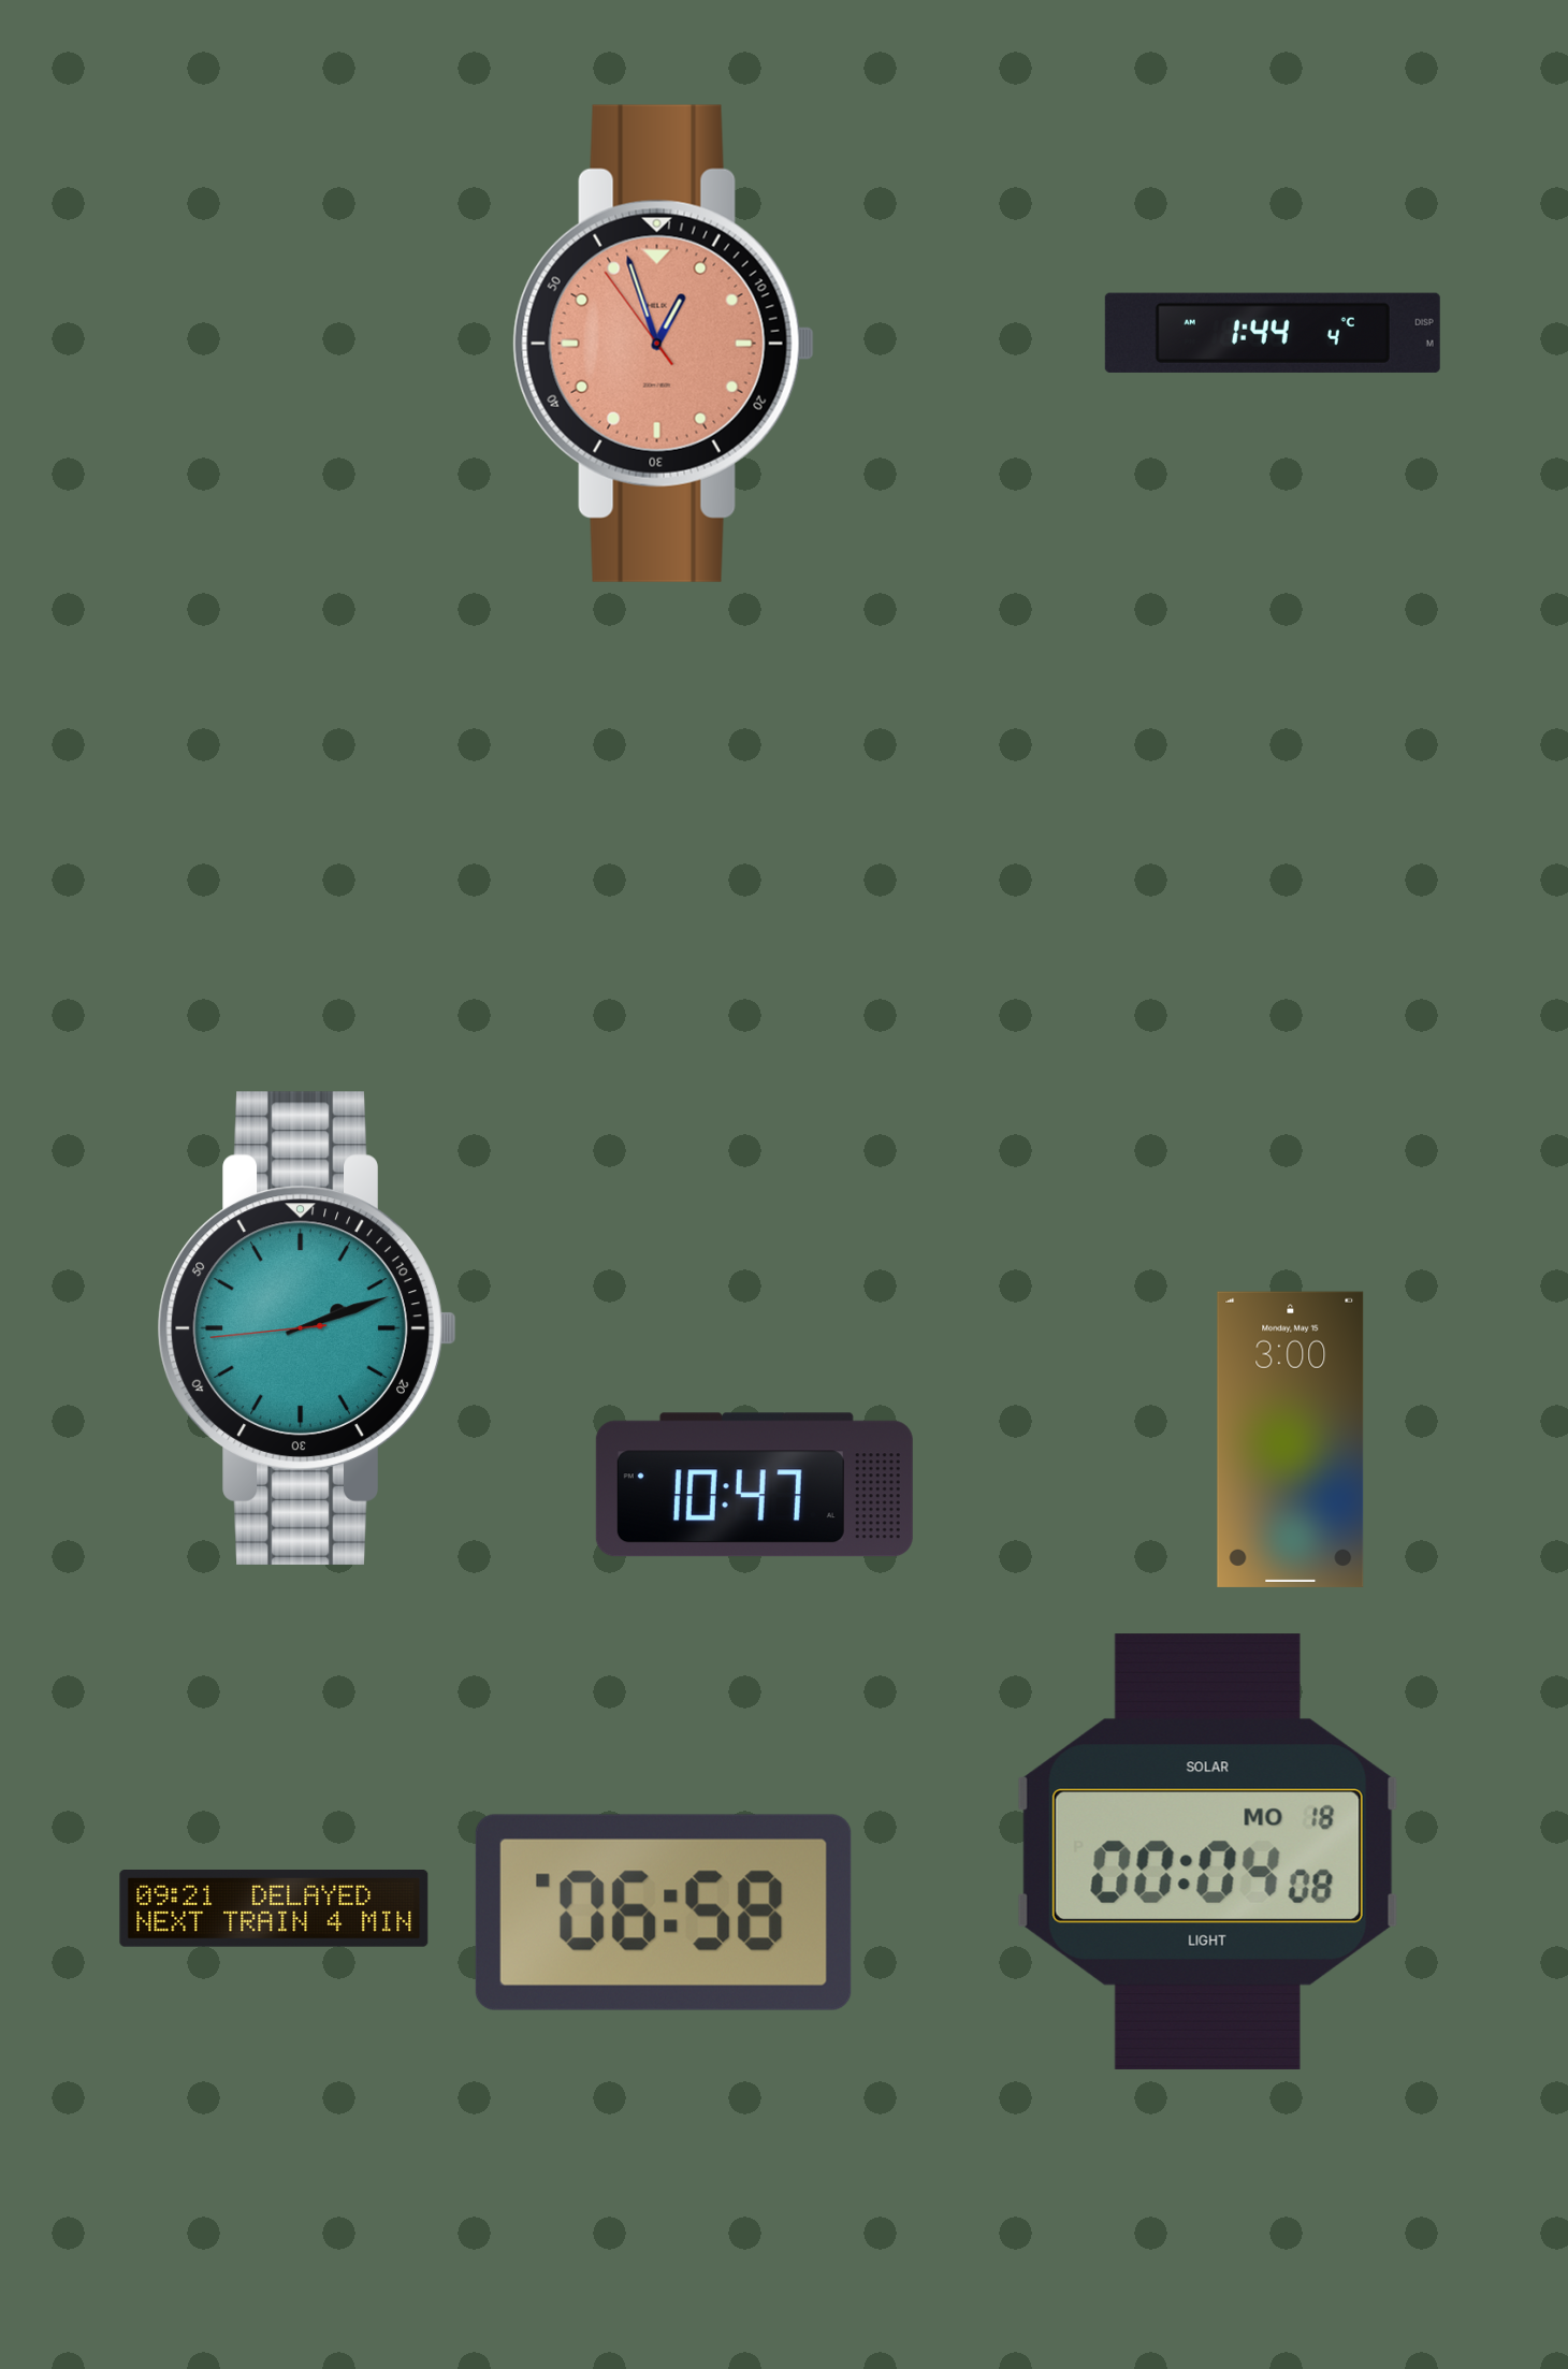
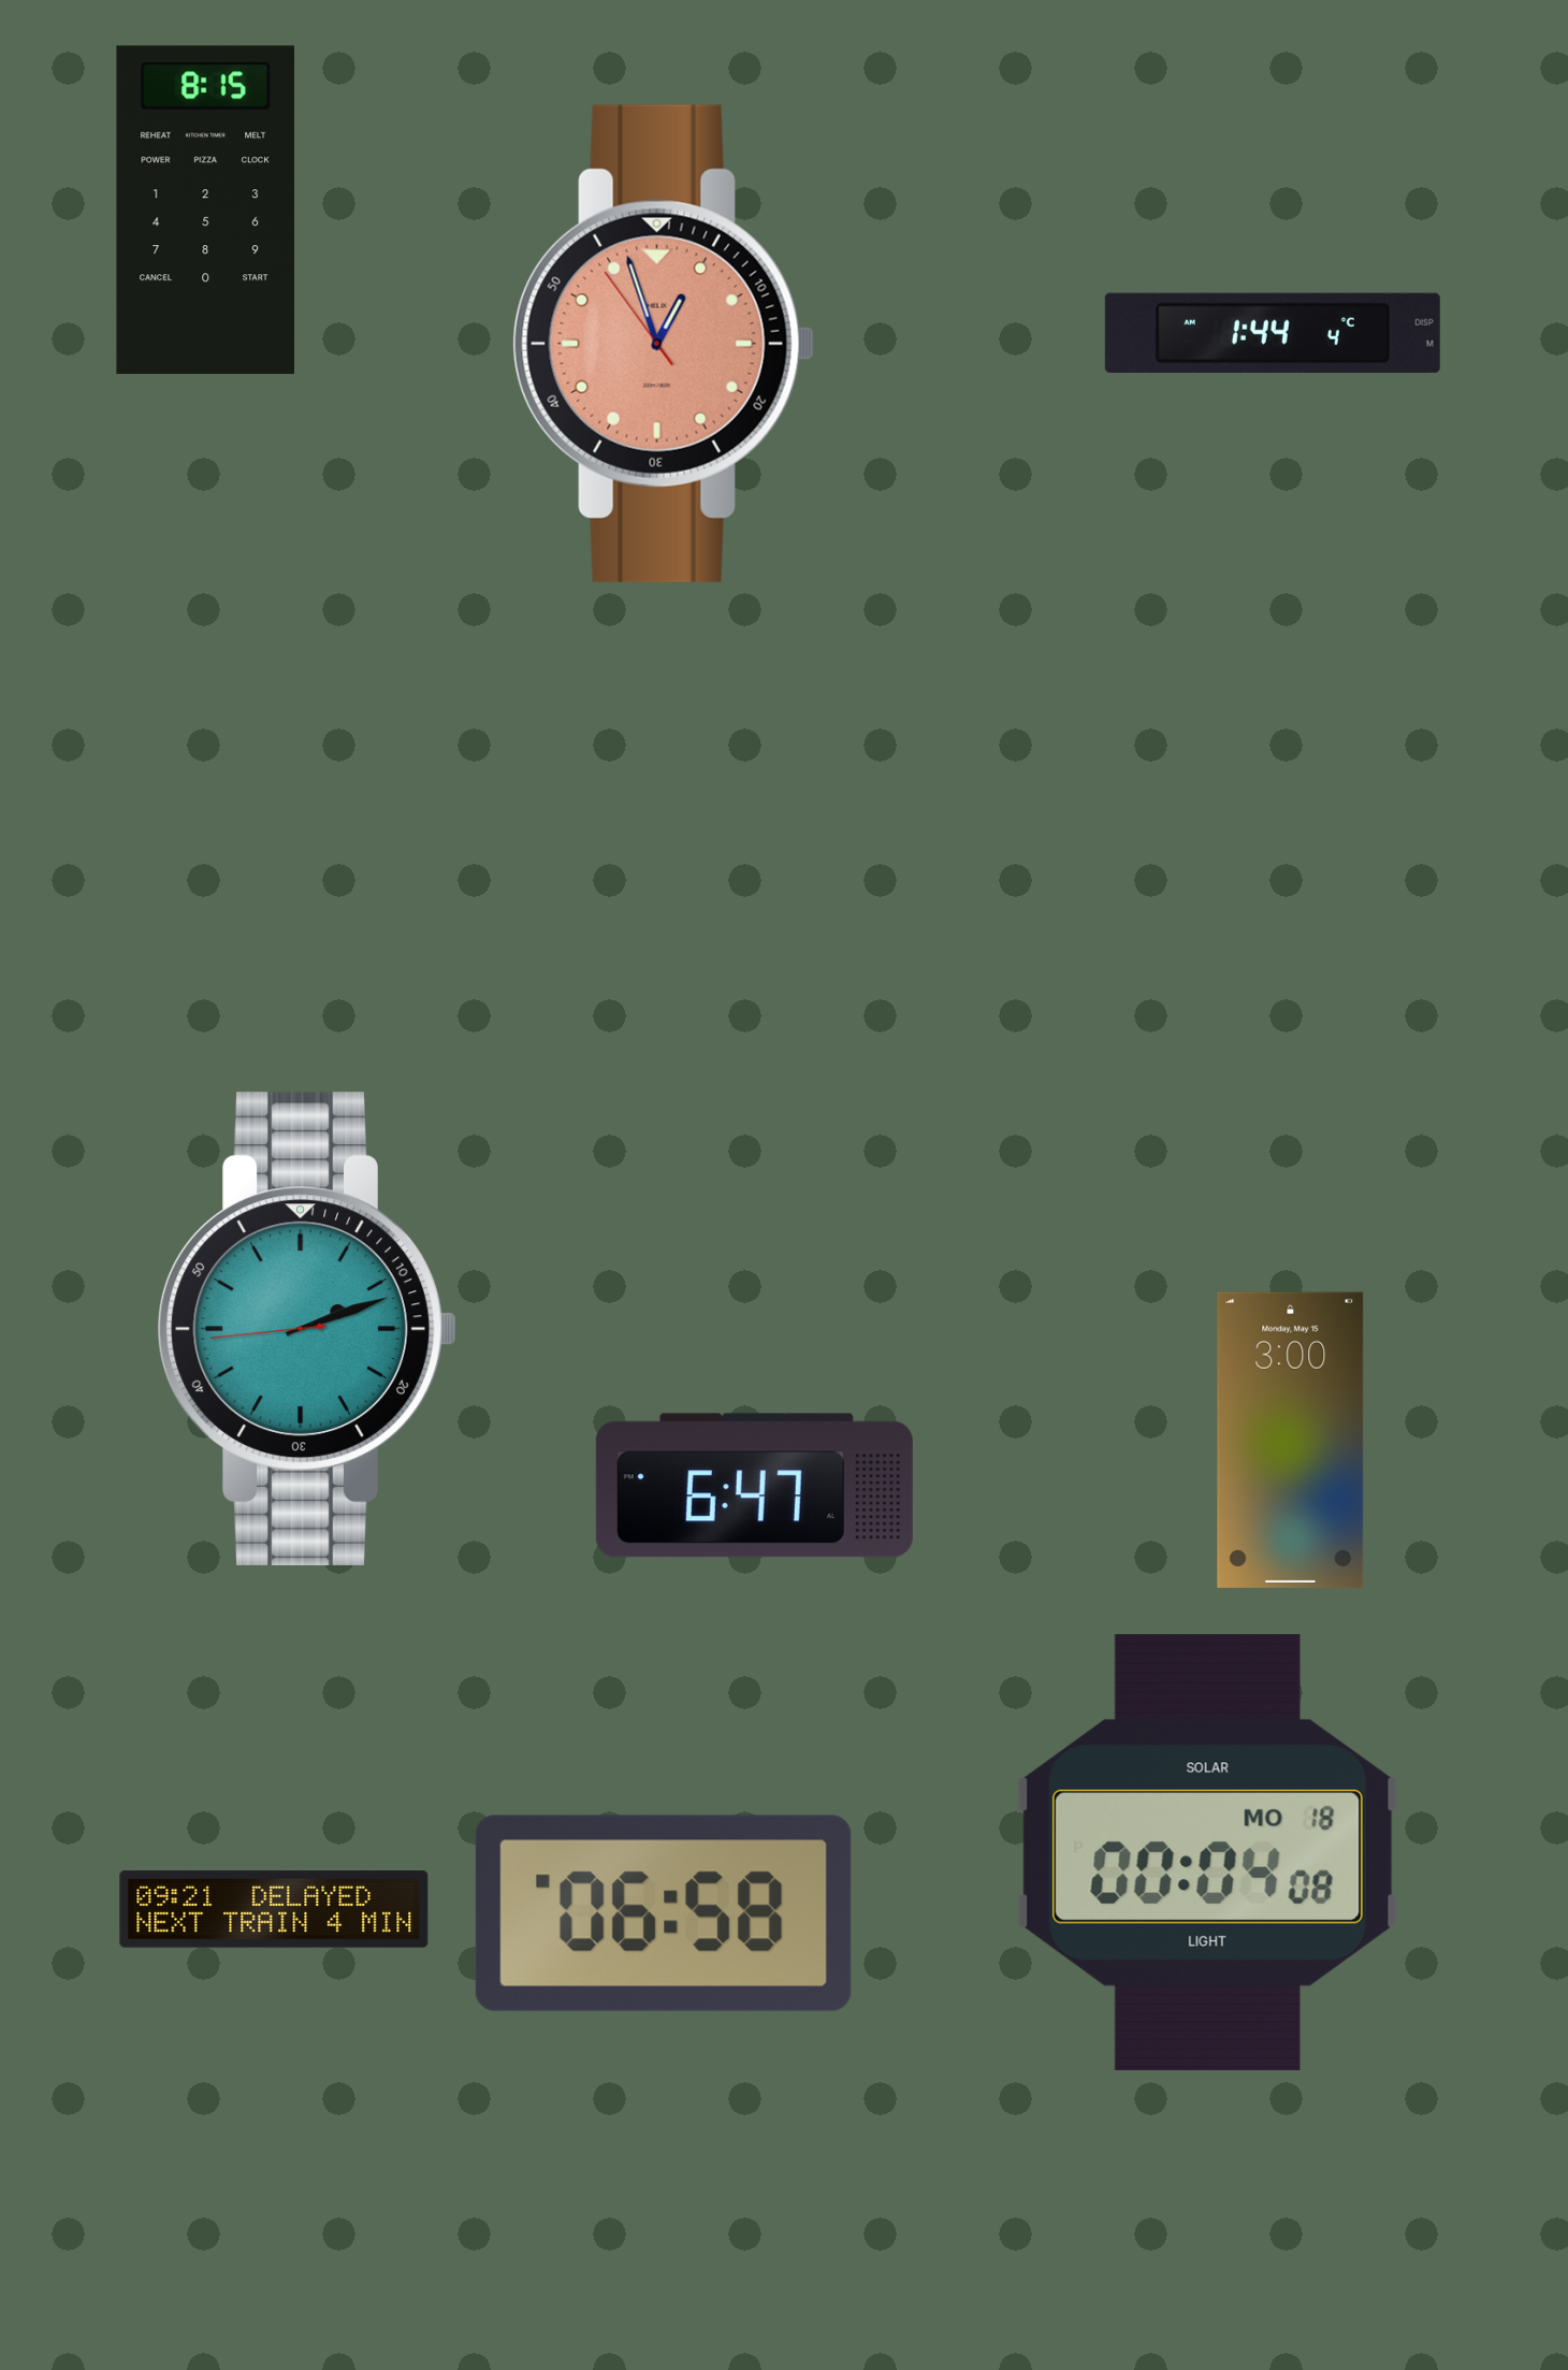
clock at (205, 211): none -> 8:15
clock at (754, 1485): 10:47 -> 6:47
